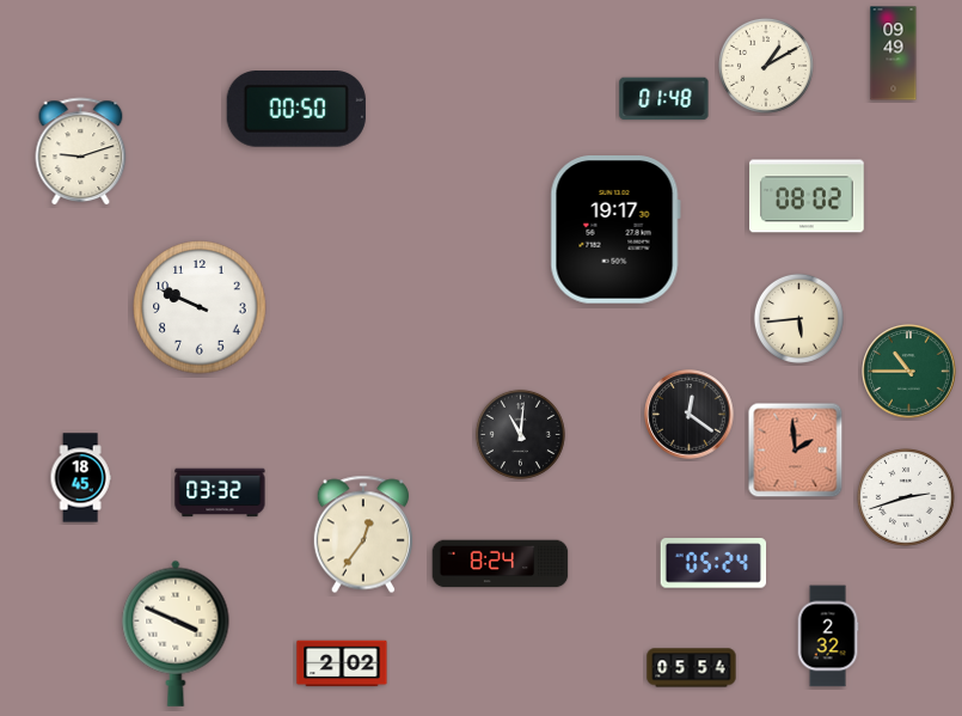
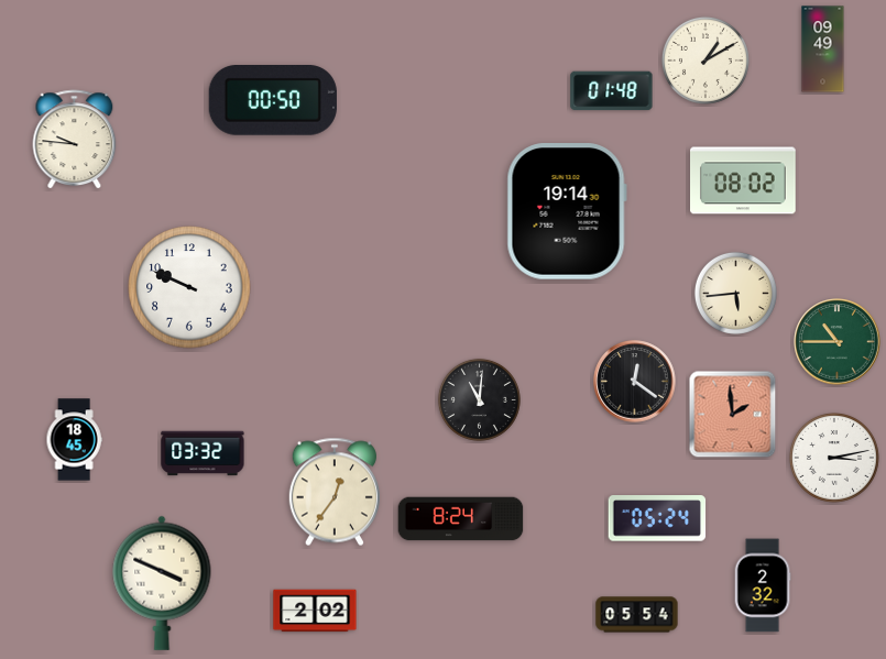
clock at (81, 152): 9:12 -> 9:46
clock at (615, 231): 19:17 -> 19:14
clock at (200, 307) position: (200, 307) -> (189, 287)
clock at (906, 497): 2:42 -> 3:13
